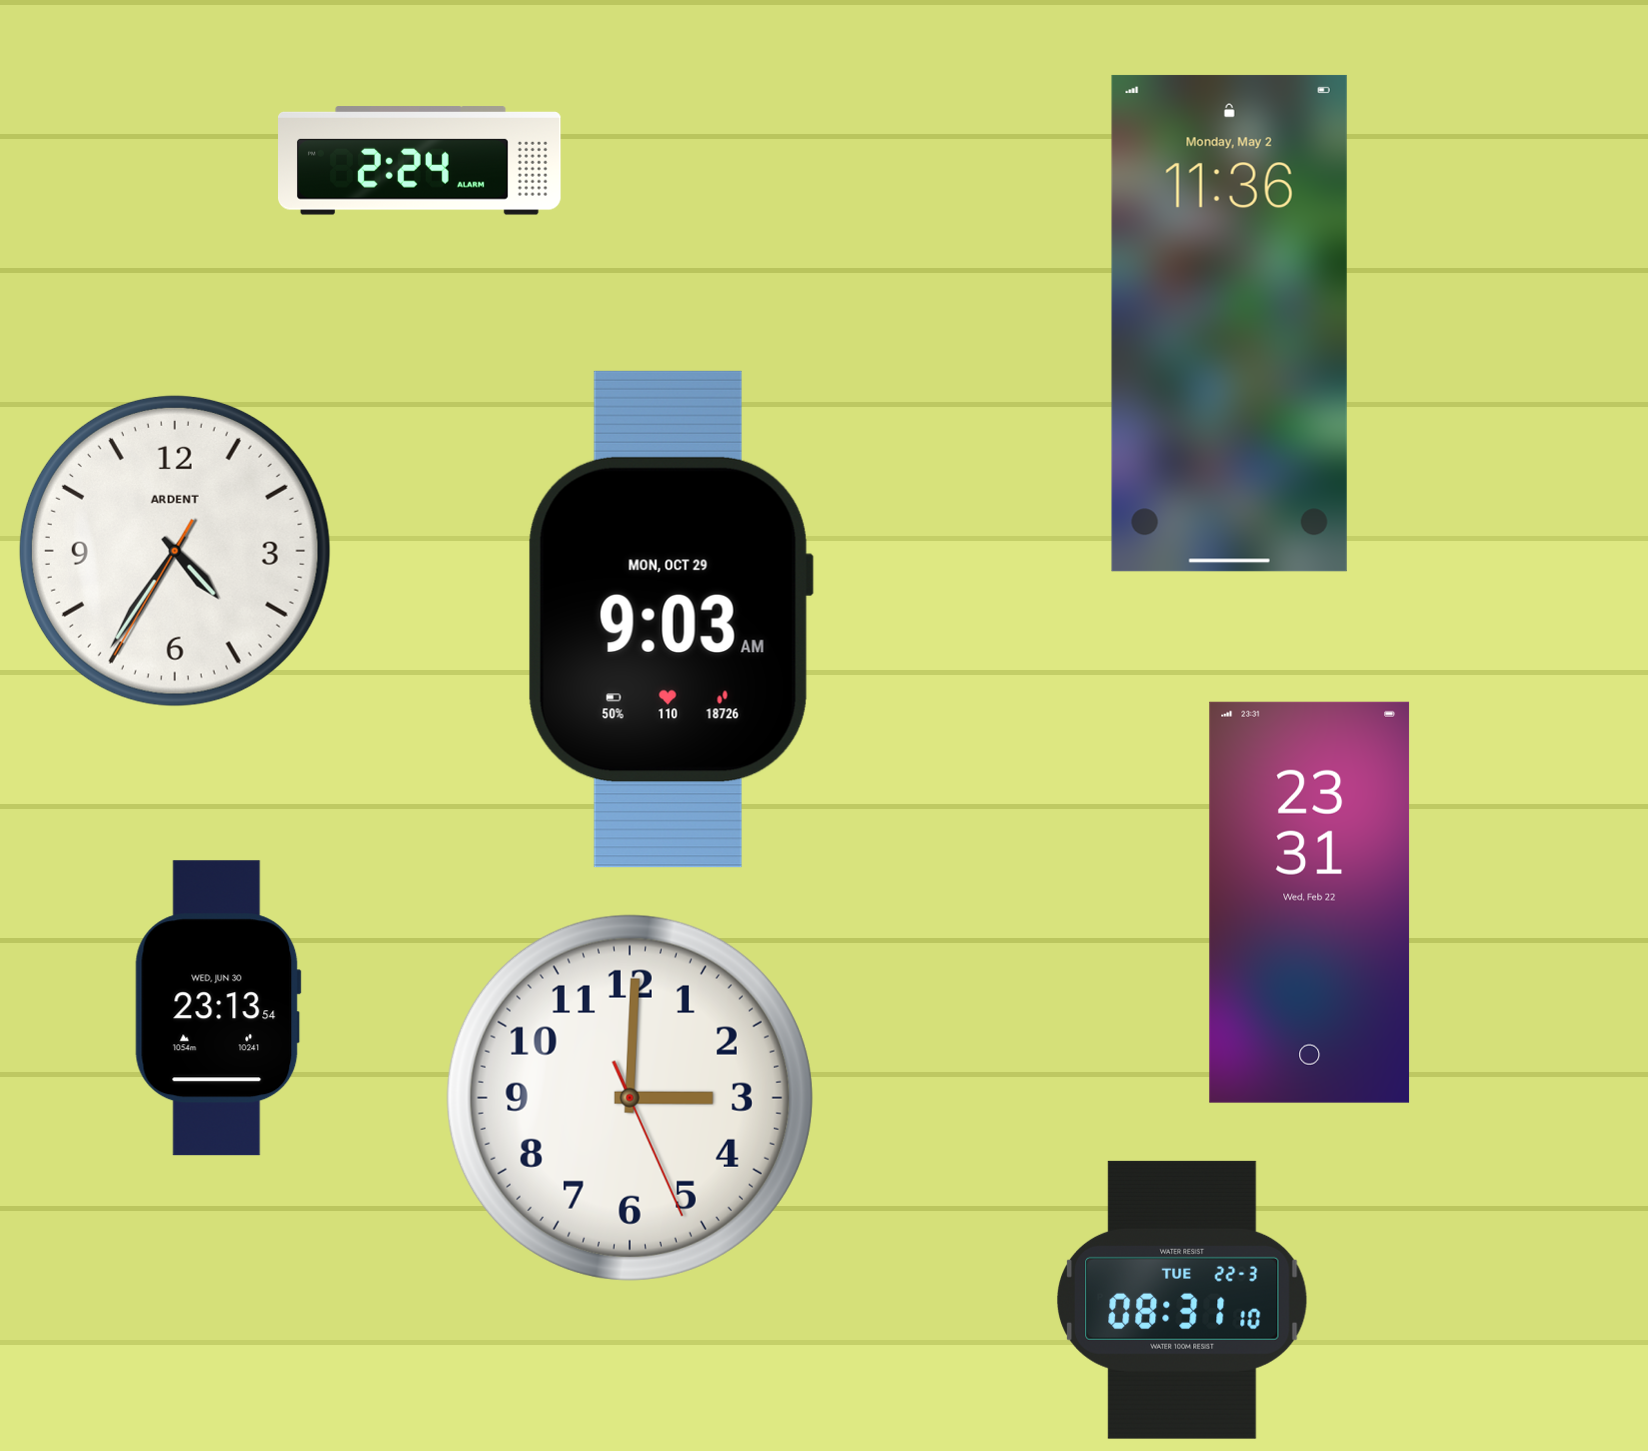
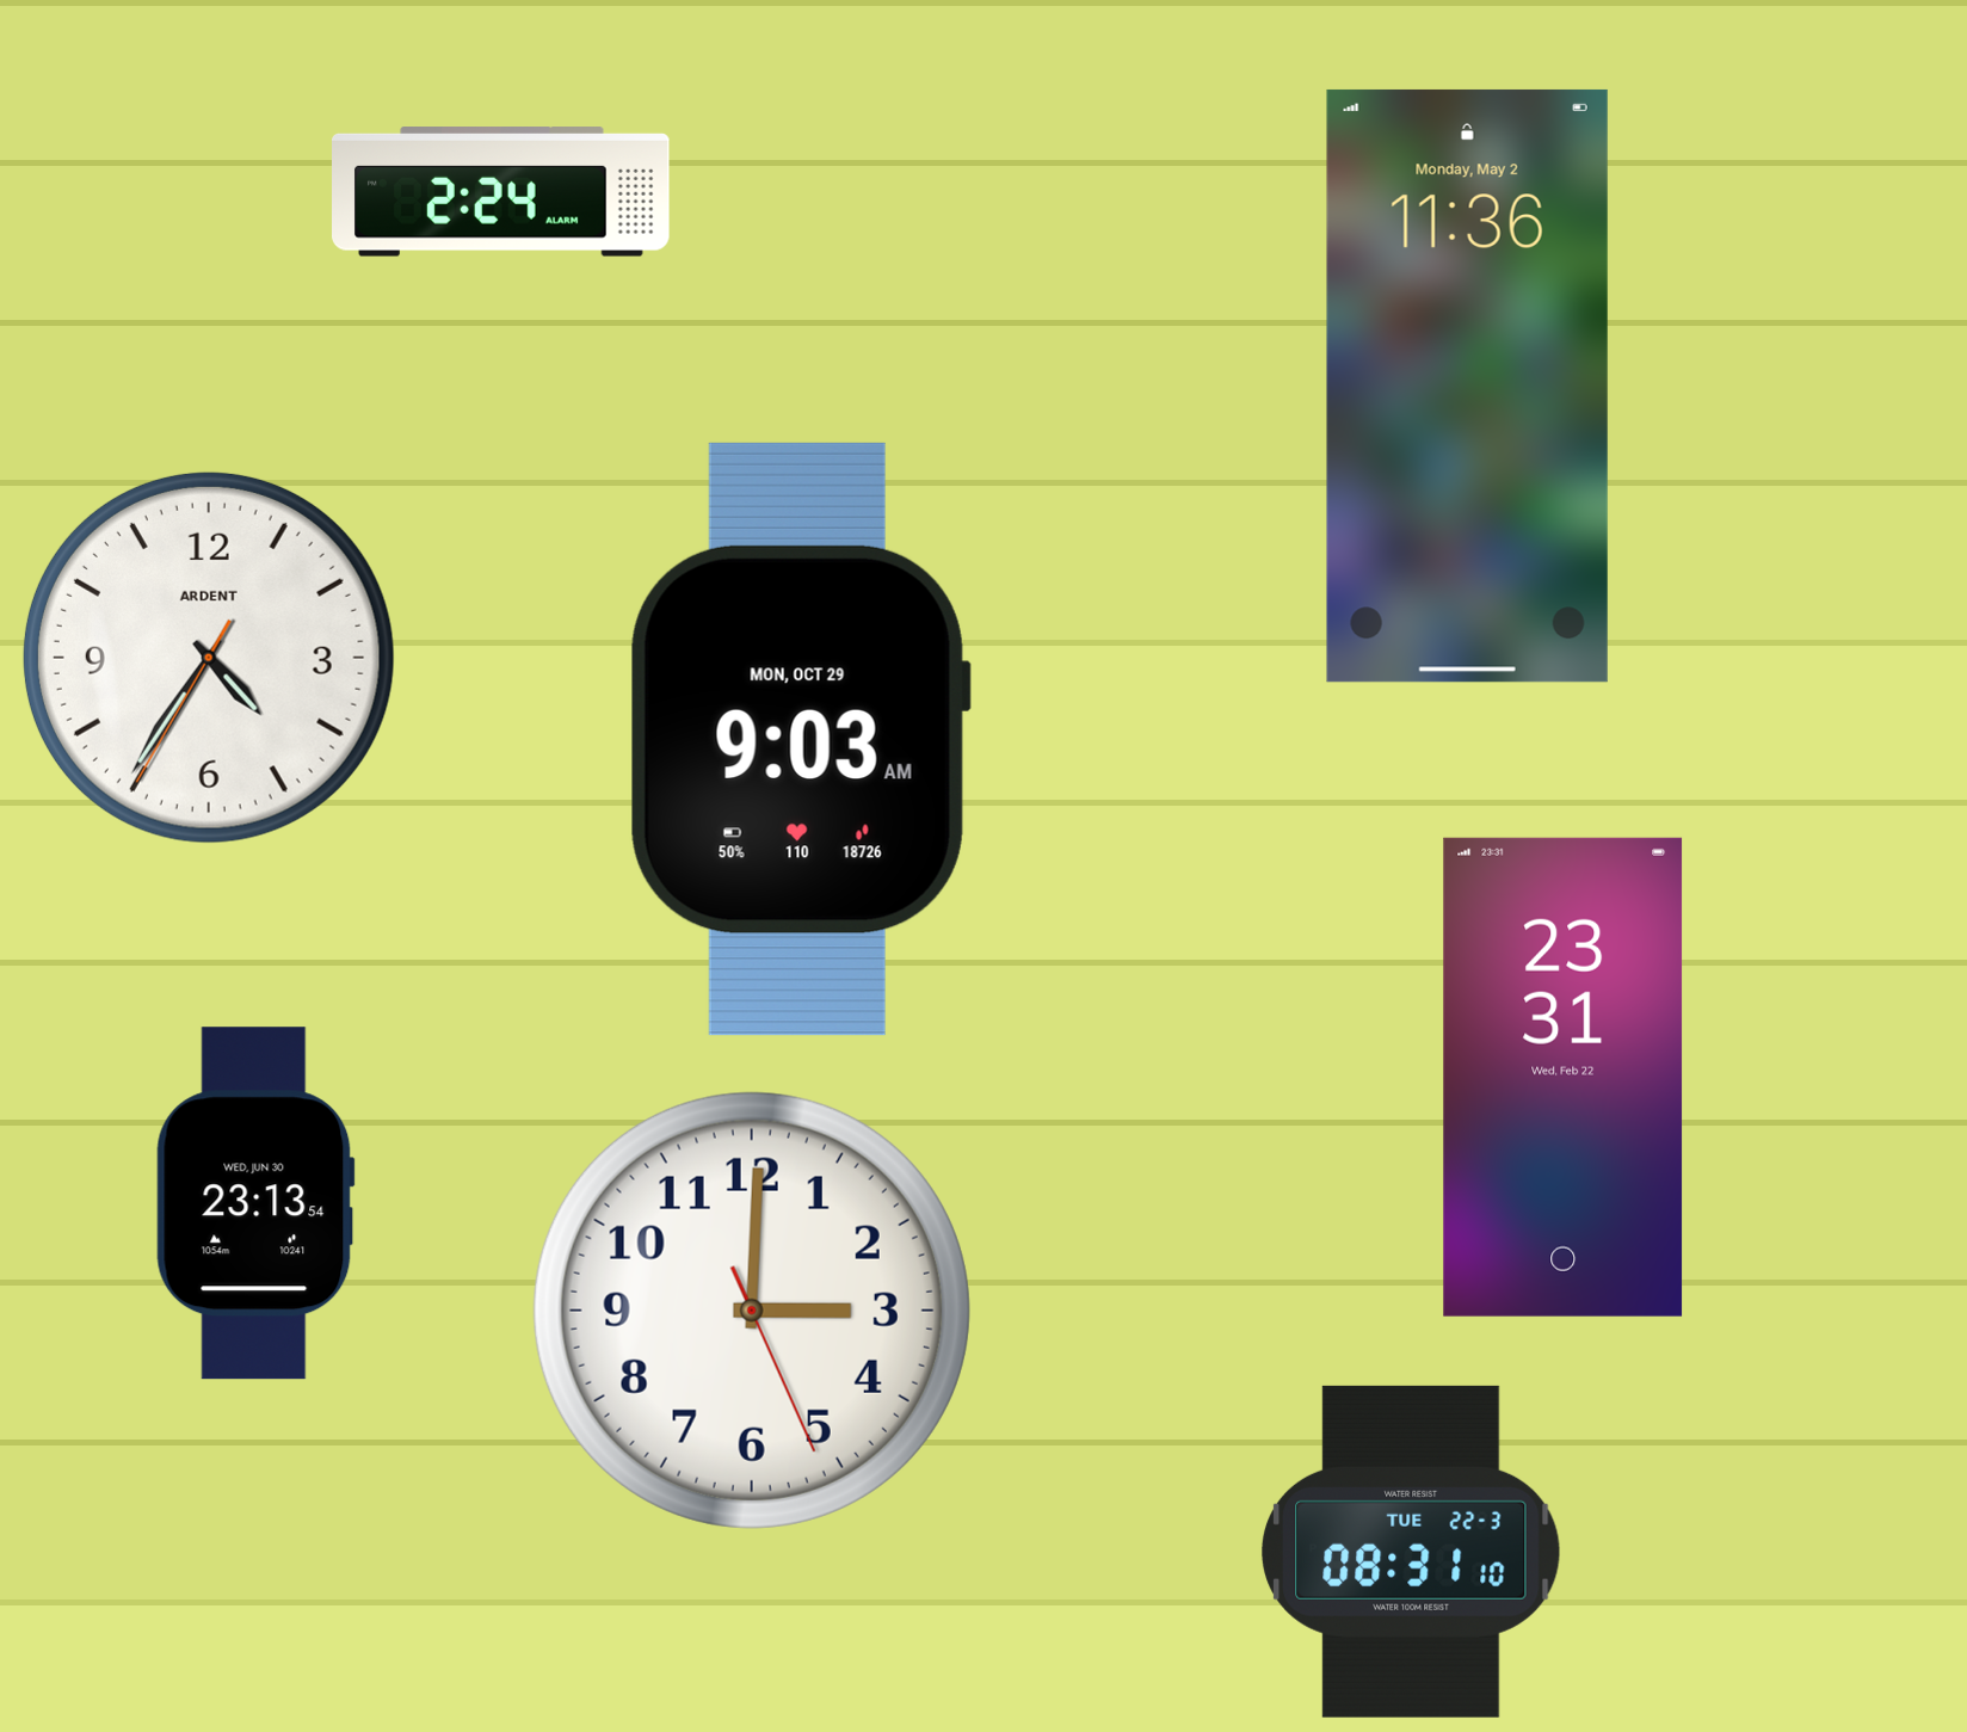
clock at (218, 1008) position: (218, 1008) -> (255, 1203)
